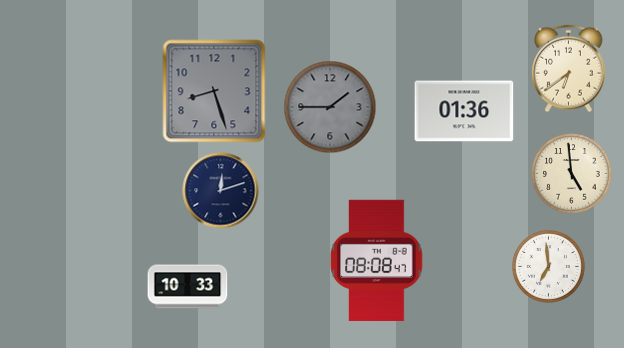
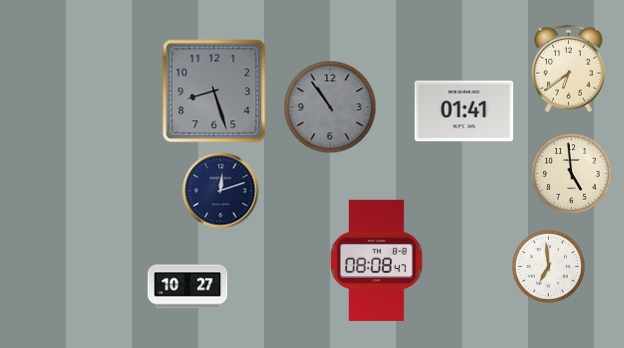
clock at (330, 107): 1:45 -> 10:54
clock at (464, 111): 01:36 -> 01:41
clock at (188, 287): 10:33 -> 10:27
